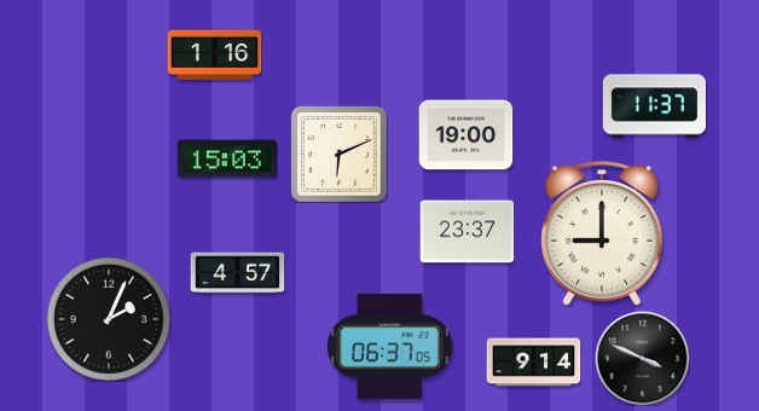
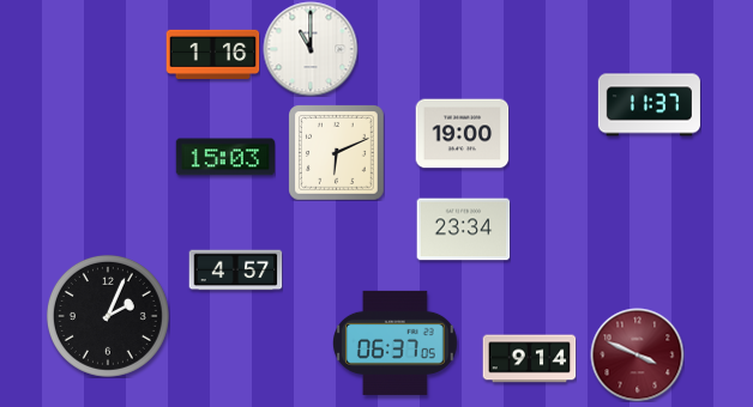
clock at (311, 49): none -> 11:00
clock at (467, 232): 23:37 -> 23:34
clock at (603, 233): 9:00 -> none
clock at (390, 346) position: (390, 346) -> (396, 342)
clock at (642, 358) dial: black -> burgundy
